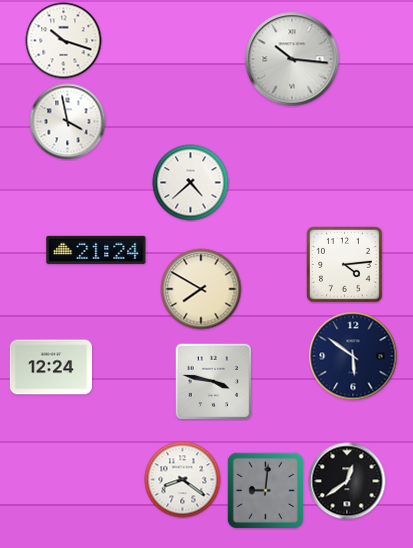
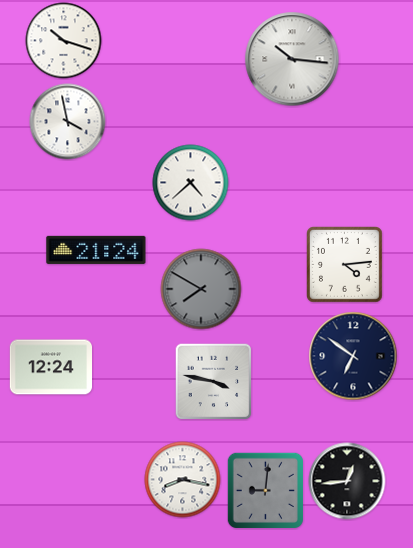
clock at (201, 289) dial: cream -> grey
clock at (353, 356): 5:51 -> 6:51
clock at (183, 480): 8:21 -> 8:17
clock at (347, 481): 12:39 -> 12:44
